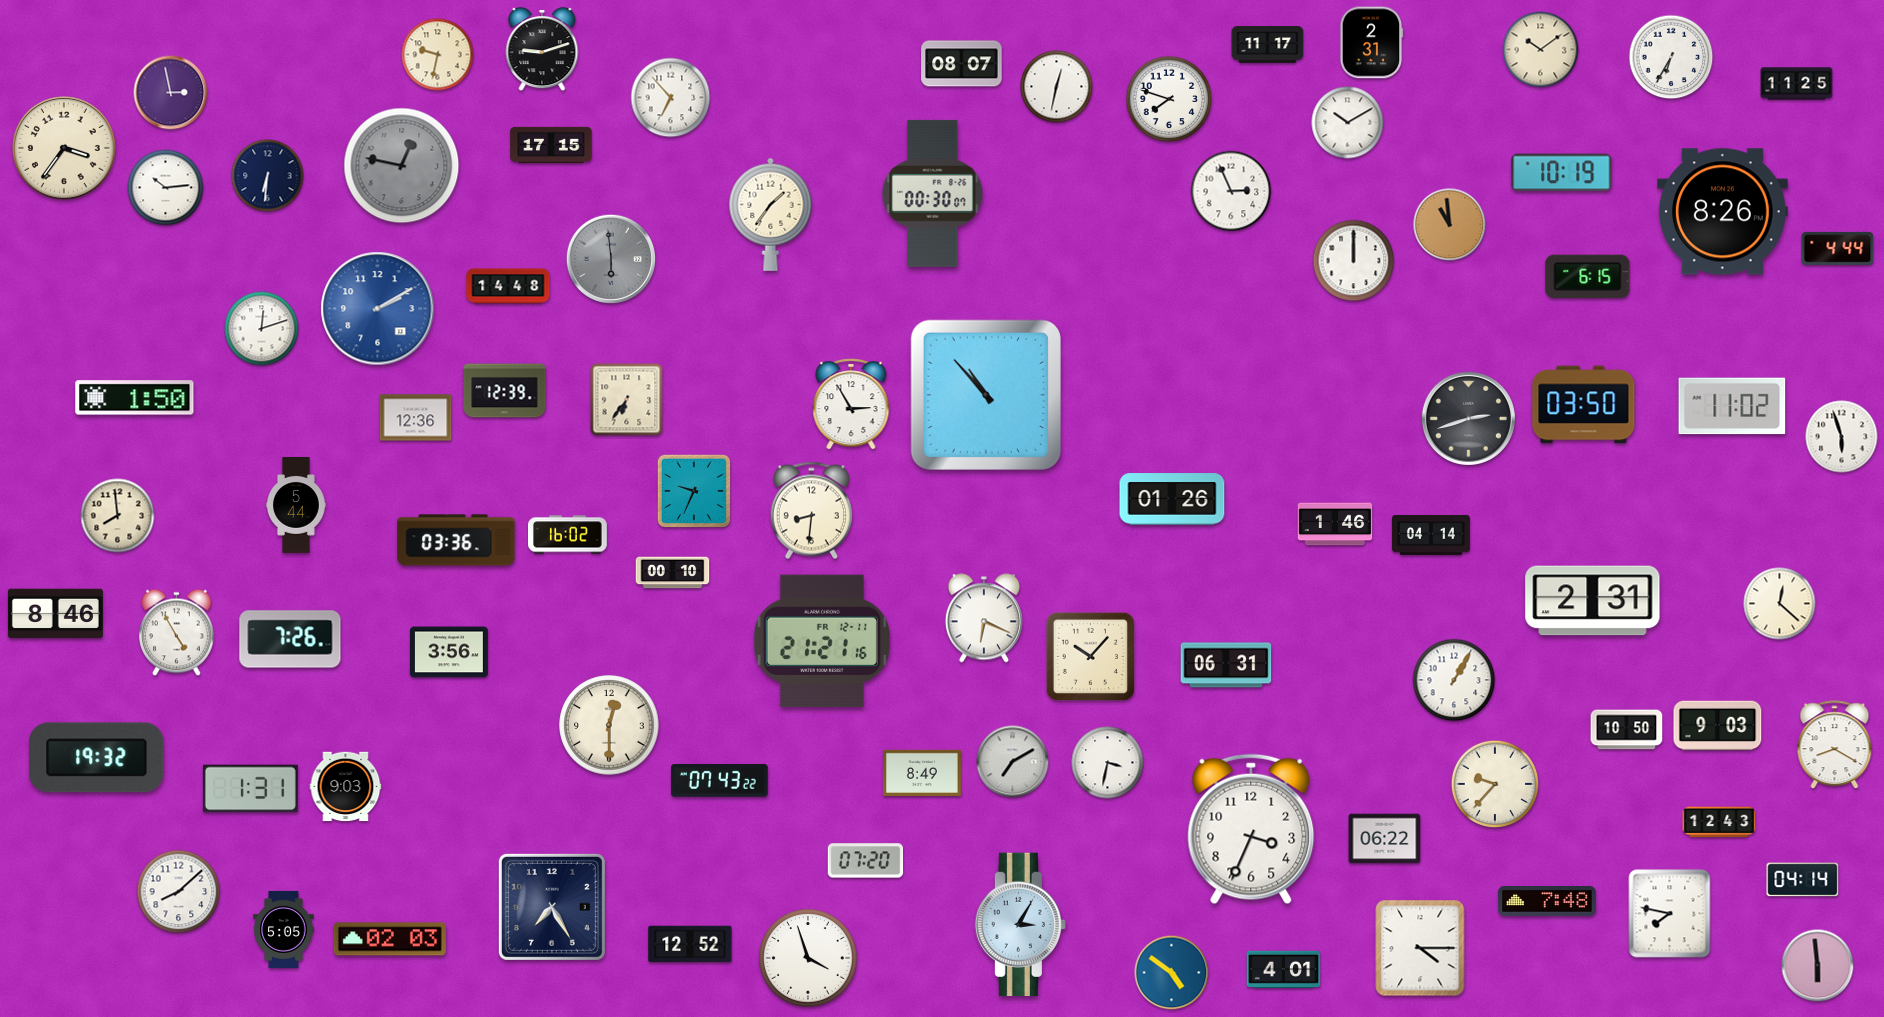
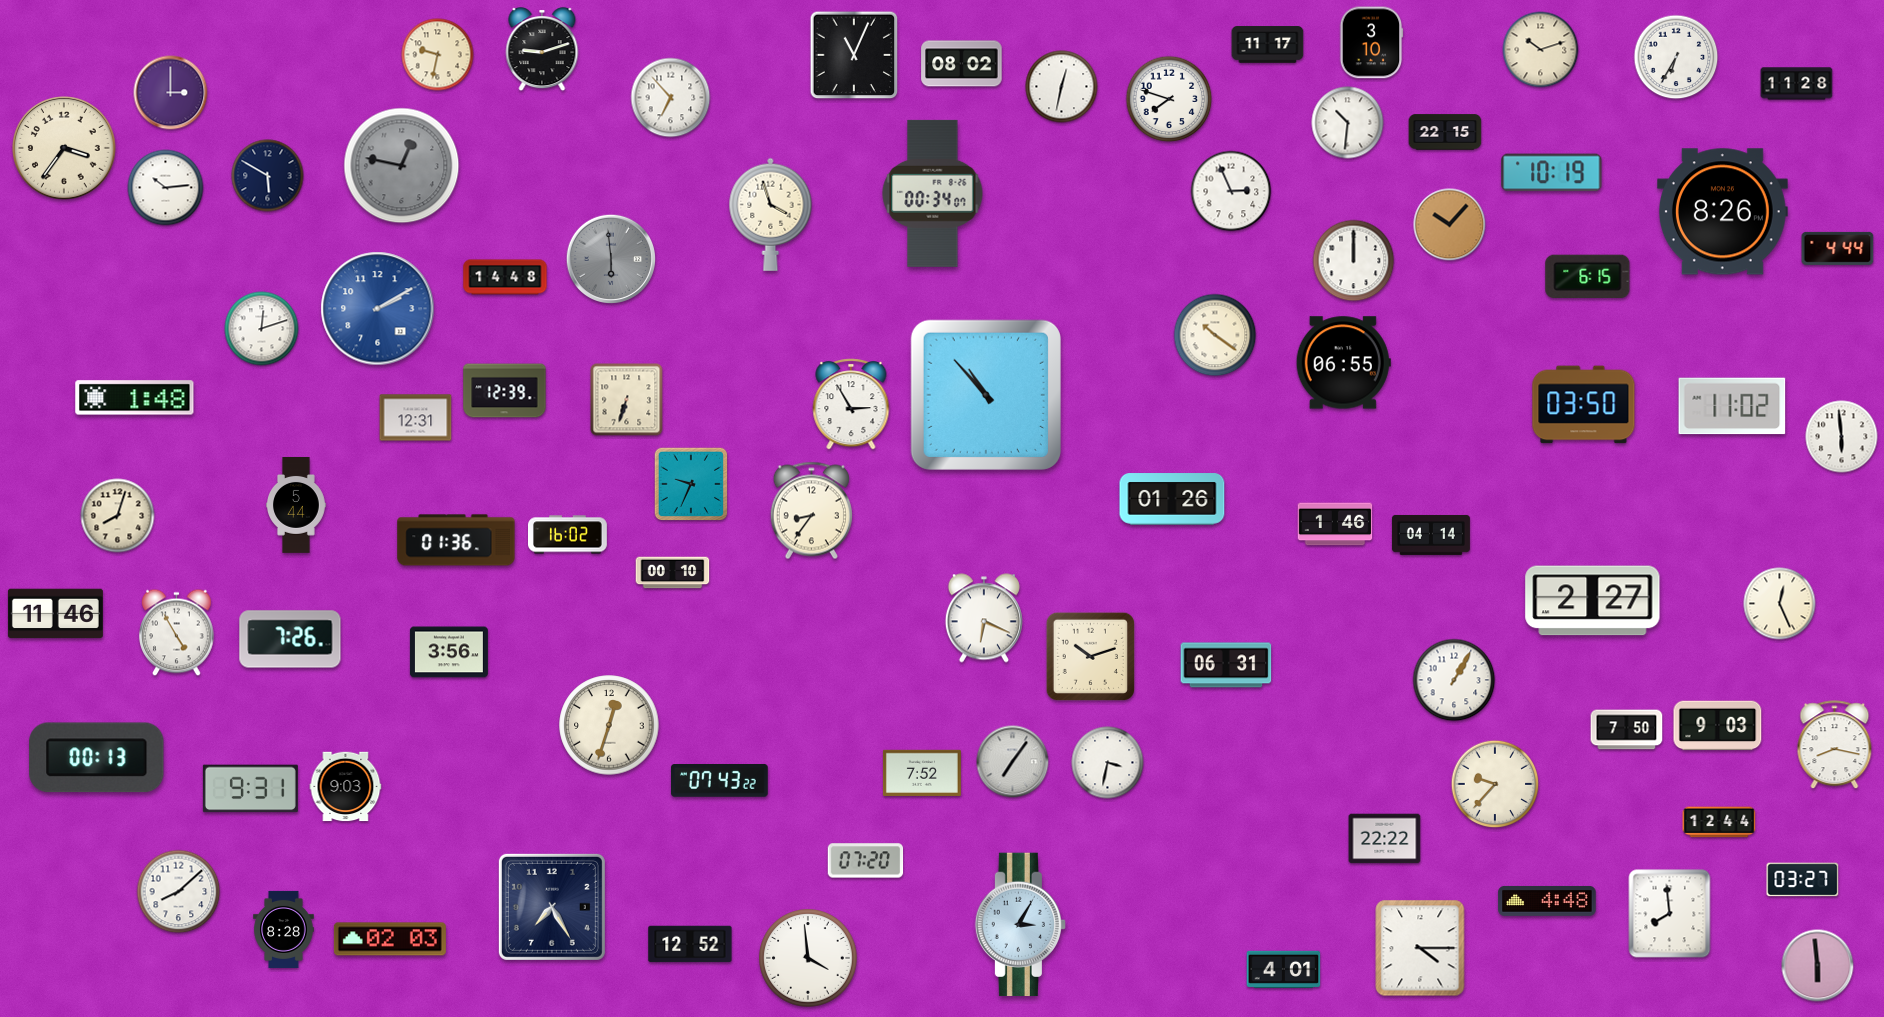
clock at (1371, 43): 2:31 -> 3:10
clock at (1541, 50): 10:09 -> 10:12
clock at (854, 55): none -> 11:04
clock at (1671, 57) position: (1671, 57) -> (1676, 57)
clock at (962, 64): 08:07 -> 08:02
clock at (1797, 84): 11:25 -> 11:28
clock at (1057, 87) position: (1057, 87) -> (1062, 87)
clock at (171, 93): 2:58 -> 3:00
clock at (1348, 123): 10:10 -> 10:31
clock at (1445, 132): none -> 22:15
clock at (551, 144): 17:15 -> none
clock at (1562, 173) position: (1562, 173) -> (1552, 173)
clock at (268, 176): 6:31 -> 5:50
clock at (933, 193): 00:30 -> 00:34
clock at (771, 214): 1:36 -> 3:57
clock at (1450, 225): 10:59 -> 10:07
clock at (508, 286) position: (508, 286) -> (505, 277)
clock at (1215, 335): none -> 10:21
clock at (1343, 363): none -> 06:55
clock at (135, 398): 1:50 -> 1:48
clock at (627, 400): 6:36 -> 6:33
clock at (416, 418): 12:36 -> 12:31
clock at (1468, 418): 2:42 -> none
clock at (1842, 437): 5:57 -> 5:59
clock at (693, 490) position: (693, 490) -> (690, 483)
clock at (811, 511): 8:31 -> 8:36
clock at (118, 516): 7:59 -> 8:03
clock at (456, 540): 03:36 -> 01:36
clock at (1593, 601): 2:31 -> 2:27
clock at (1780, 604): 12:22 -> 12:26
clock at (55, 614): 8:46 -> 11:46
clock at (822, 641): 21:21 -> none
clock at (1090, 656): 10:07 -> 10:12
clock at (609, 725): 12:30 -> 12:33
clock at (1627, 730): 10:50 -> 7:50
clock at (1835, 745): 8:20 -> 8:17
clock at (97, 758): 19:32 -> 00:13
clock at (1013, 762): 7:10 -> 7:06
clock at (922, 773): 8:49 -> 7:52
clock at (250, 789): 1:31 -> 9:31
clock at (1719, 822): 12:43 -> 12:44
clock at (1251, 829): 3:34 -> none
clock at (1385, 839): 06:22 -> 22:22
clock at (1803, 880): 04:14 -> 03:27
clock at (1547, 901): 7:48 -> 4:48
clock at (1670, 914): 7:47 -> 7:59
clock at (284, 929): 5:05 -> 8:28
clock at (808, 958): 3:57 -> 3:59
clock at (1172, 973): 4:51 -> none
